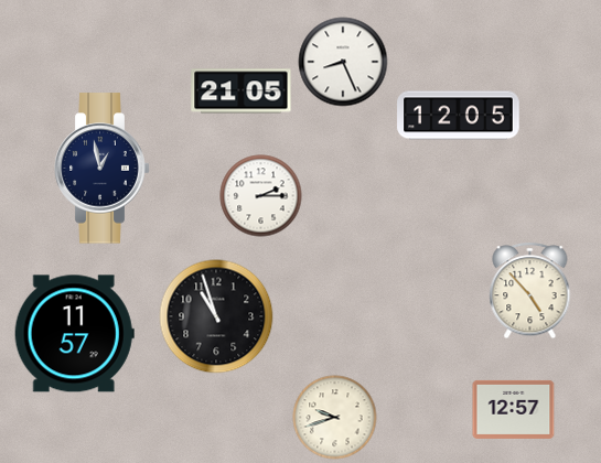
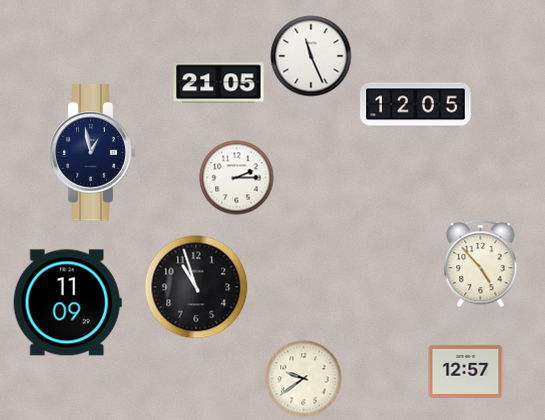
clock at (343, 62): 8:26 -> 11:26
clock at (74, 334): 11:57 -> 11:09
clock at (335, 418): 9:42 -> 9:39
